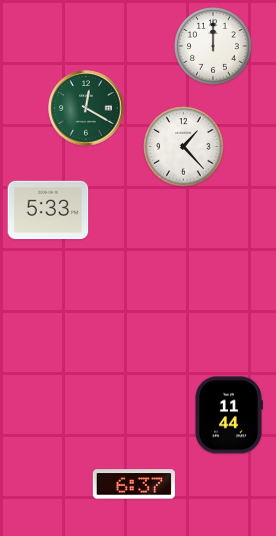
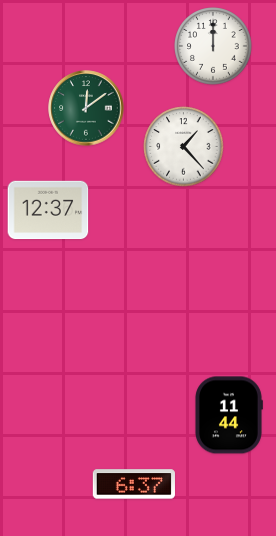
clock at (86, 108): 12:20 -> 12:09
clock at (48, 210): 5:33 -> 12:37
